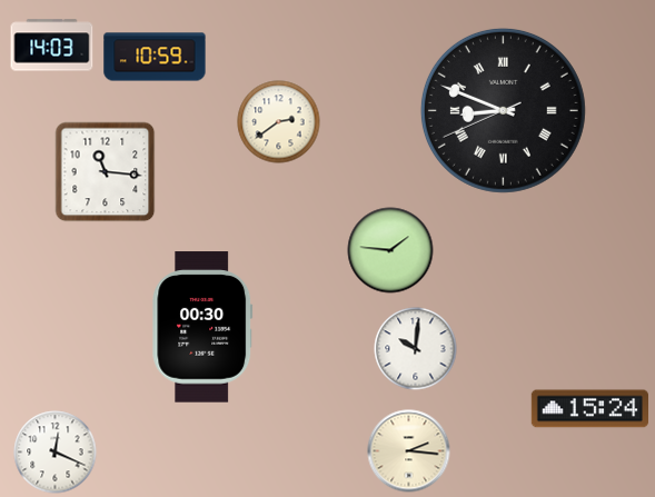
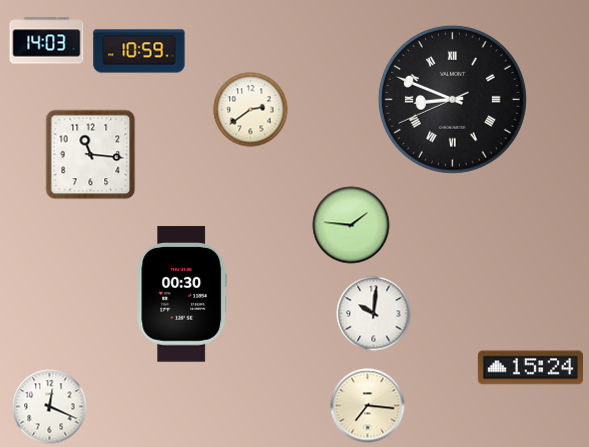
clock at (106, 172) position: (106, 172) -> (91, 155)
clock at (409, 451): 2:16 -> 7:16
